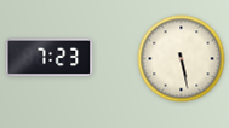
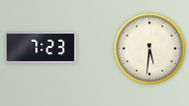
clock at (182, 59): 5:28 -> 5:31
